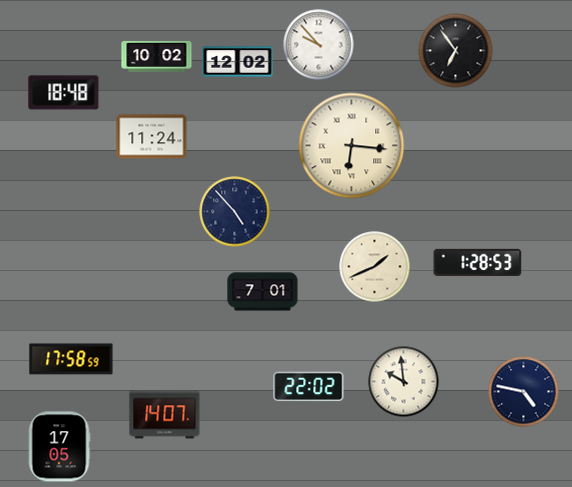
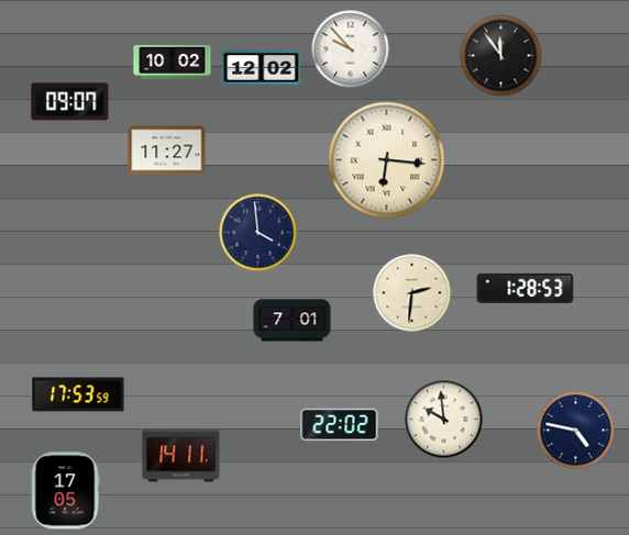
clock at (456, 51): 6:54 -> 11:54
clock at (64, 93): 18:48 -> 09:07
clock at (152, 137): 11:24 -> 11:27
clock at (235, 212): 4:53 -> 3:59
clock at (375, 267): 1:41 -> 2:31
clock at (263, 292) position: (263, 292) -> (293, 321)
clock at (71, 359): 17:58 -> 17:53
clock at (165, 415): 14:07 -> 14:11
